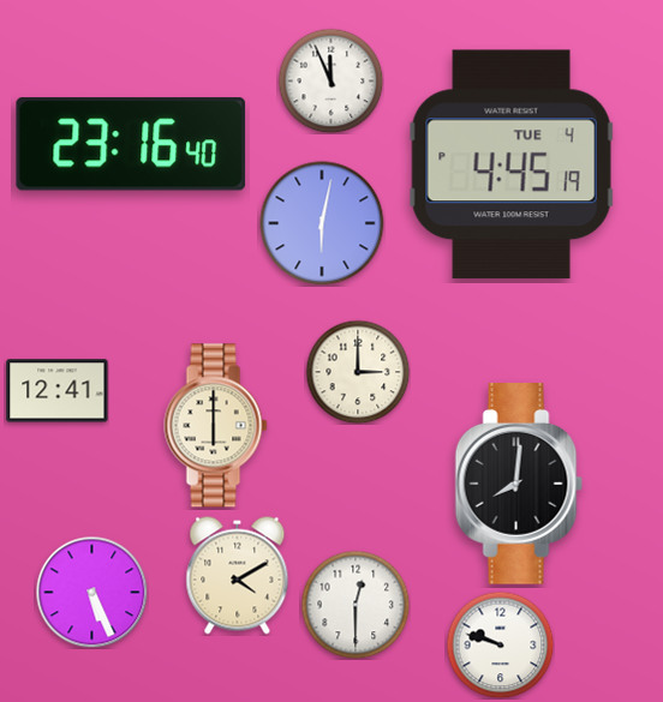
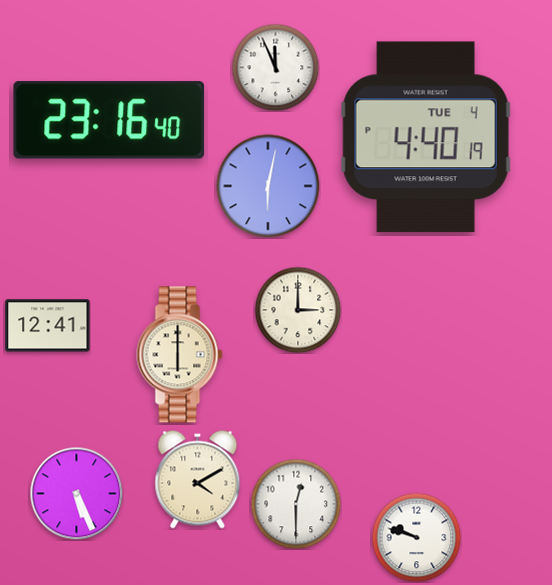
clock at (512, 164): 4:45 -> 4:40
clock at (519, 485): 8:01 -> none
